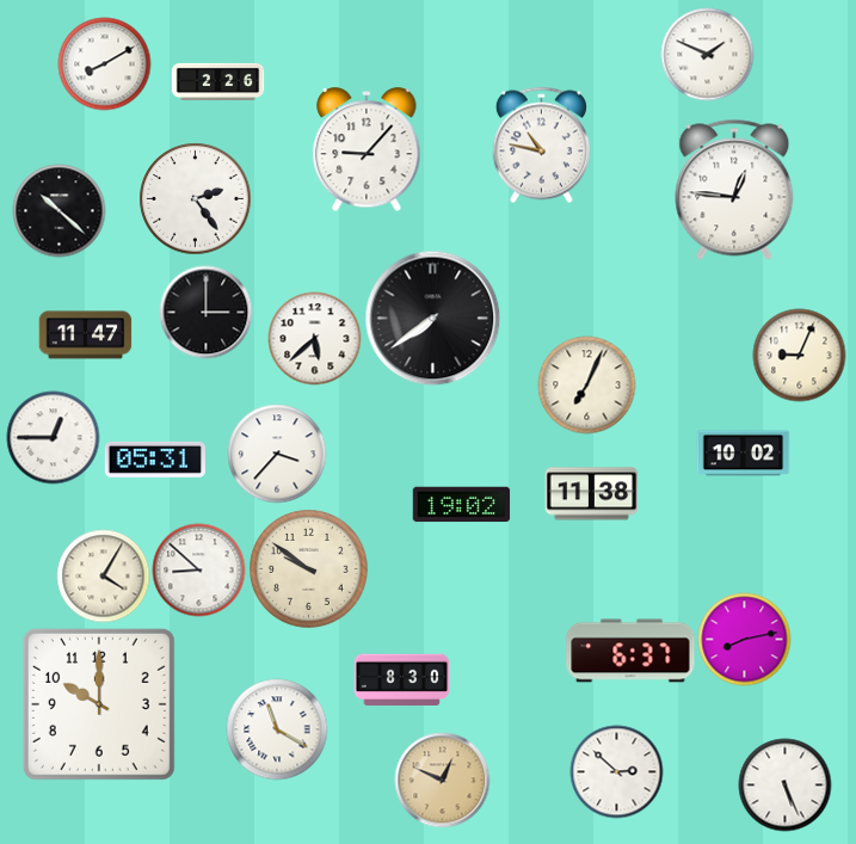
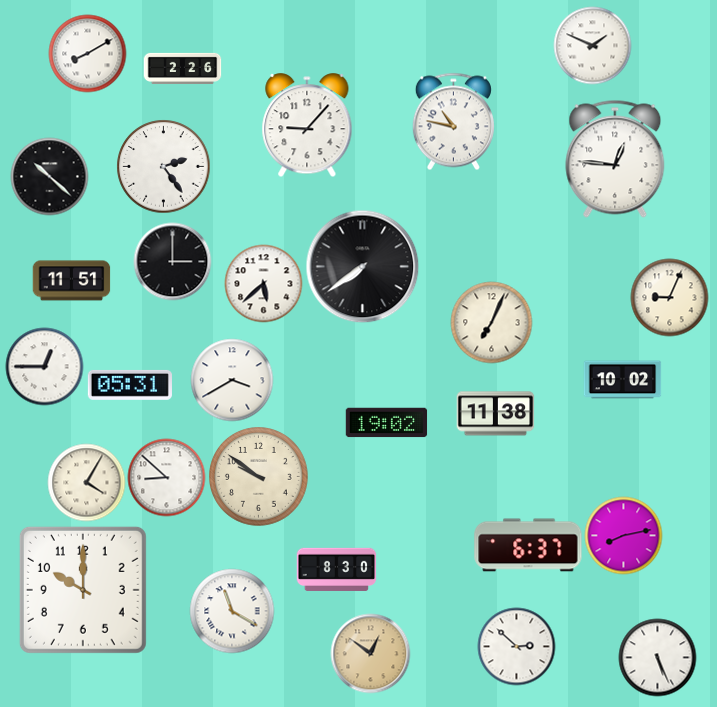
clock at (85, 335): 11:47 -> 11:51
clock at (277, 454): 3:37 -> 3:40
clock at (442, 780): 12:49 -> 12:51
